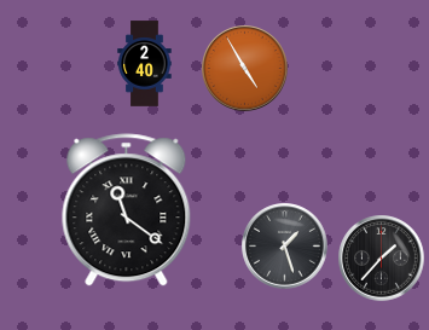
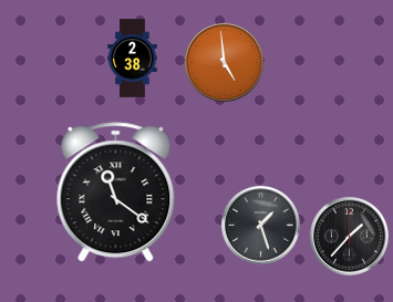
clock at (145, 64): 2:40 -> 2:38
clock at (245, 69): 4:55 -> 4:59
